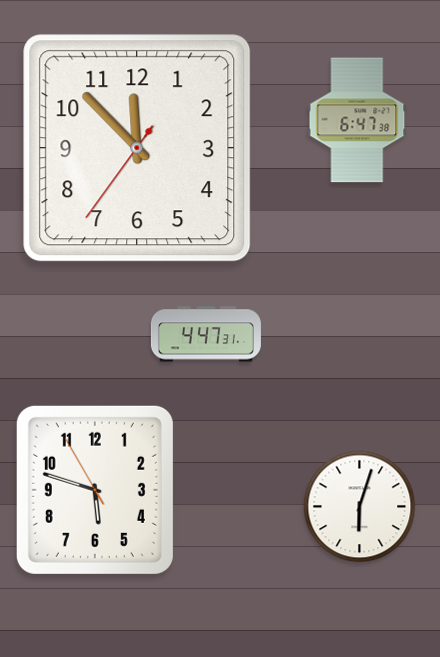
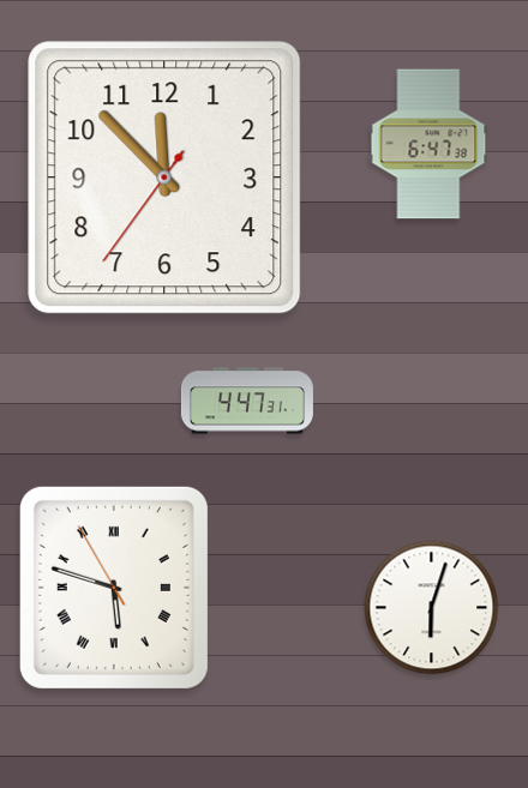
clock at (95, 490) numerals: Arabic -> Roman
